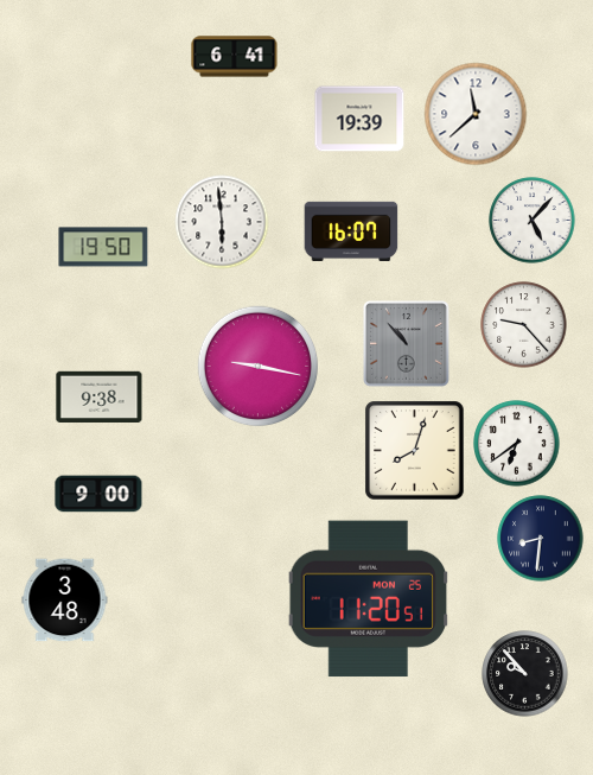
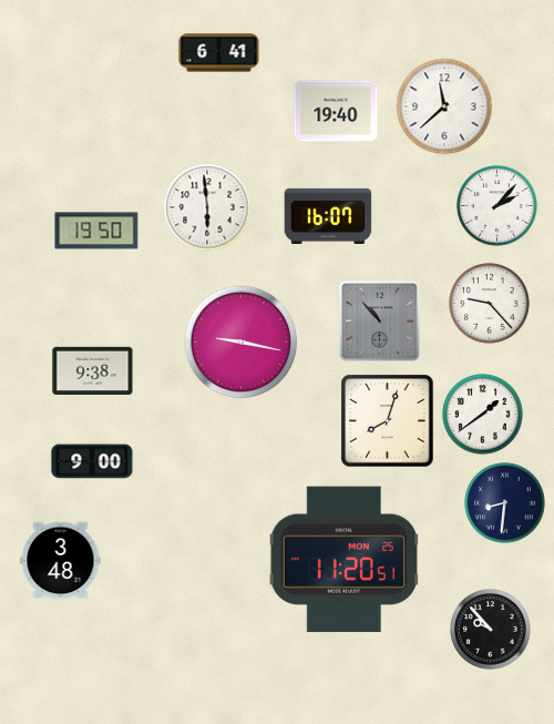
clock at (359, 119): 19:39 -> 19:40
clock at (533, 221): 5:07 -> 2:07
clock at (517, 444): 6:39 -> 1:39
